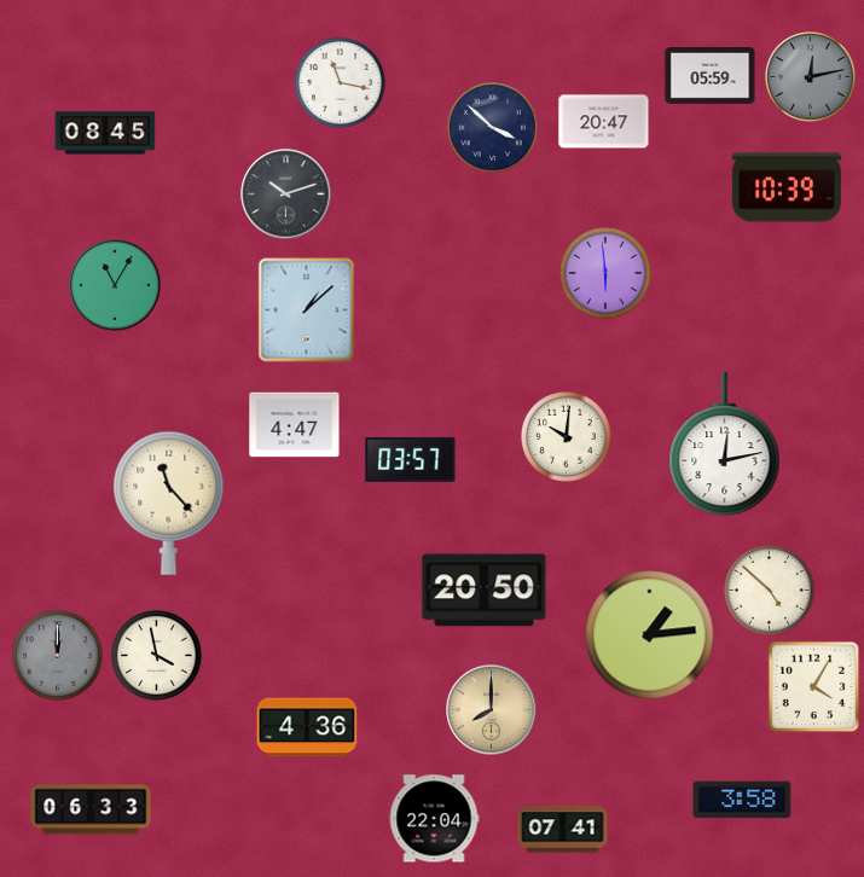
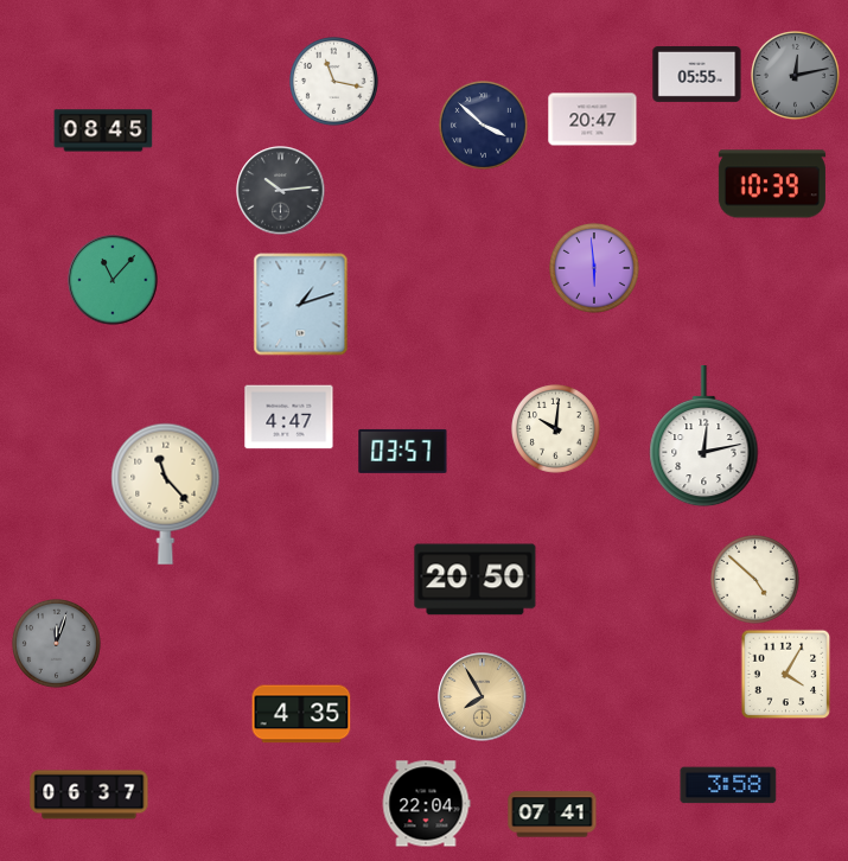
clock at (711, 75): 05:59 -> 05:55
clock at (286, 194): 10:12 -> 10:14
clock at (115, 285): 11:05 -> 11:07
clock at (307, 310): 1:08 -> 1:12
clock at (725, 446) position: (725, 446) -> (704, 438)
clock at (650, 635): 1:14 -> none
clock at (58, 656): 12:00 -> 12:03
clock at (157, 656): 3:58 -> none
clock at (814, 687) position: (814, 687) -> (786, 675)
clock at (492, 710): 8:00 -> 7:55
clock at (307, 727): 4:36 -> 4:35
clock at (91, 809): 06:33 -> 06:37
